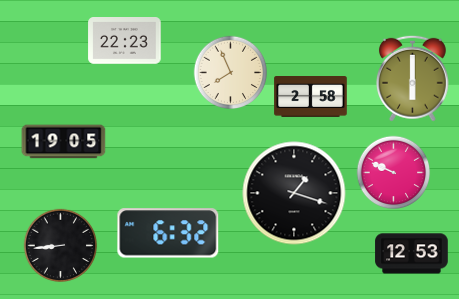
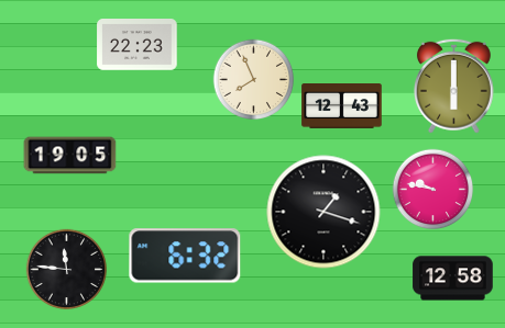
clock at (311, 97): 2:58 -> 12:43
clock at (394, 173): 9:49 -> 9:47
clock at (61, 246): 8:44 -> 11:46
clock at (412, 254): 12:53 -> 12:58
